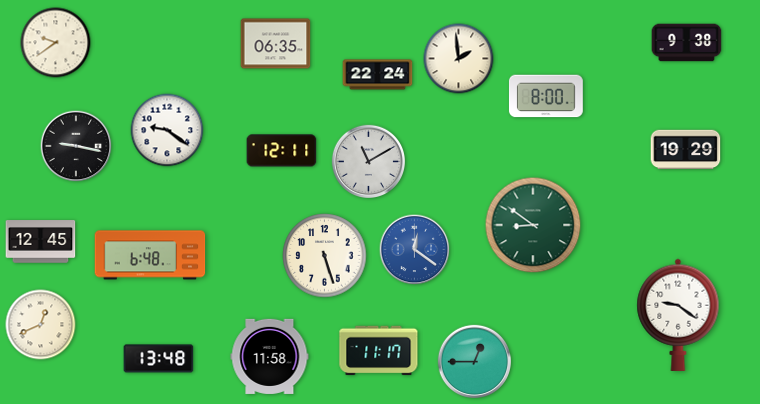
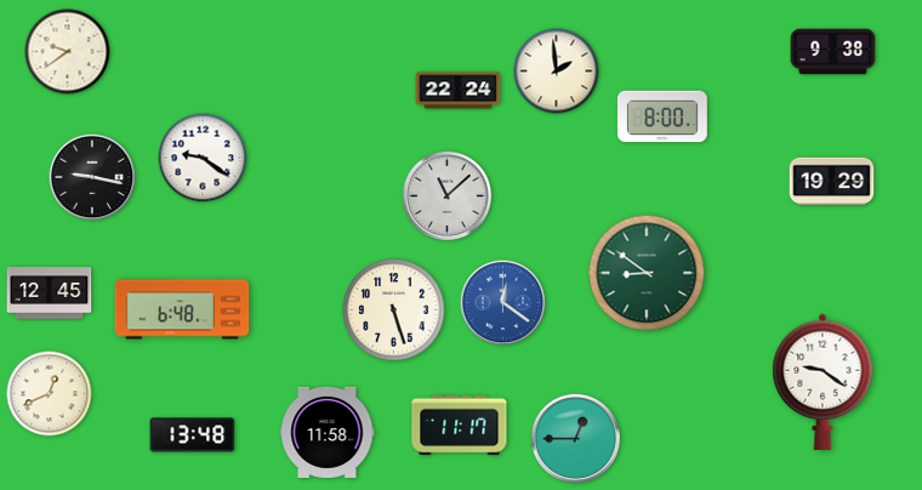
clock at (276, 44): 06:35 -> none
clock at (282, 151): 12:11 -> none
clock at (368, 161): 11:10 -> 11:08
